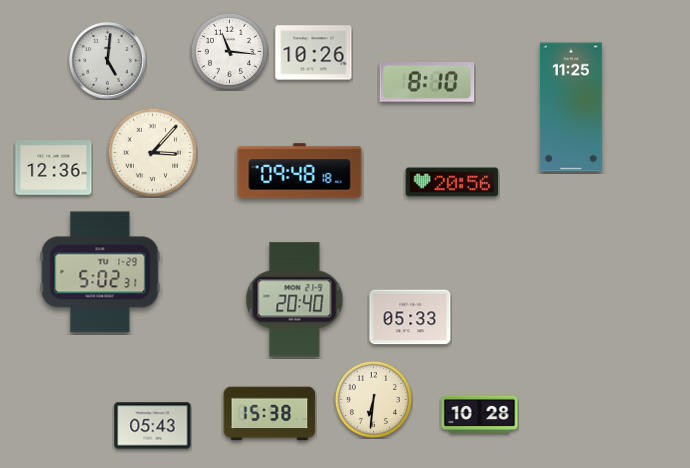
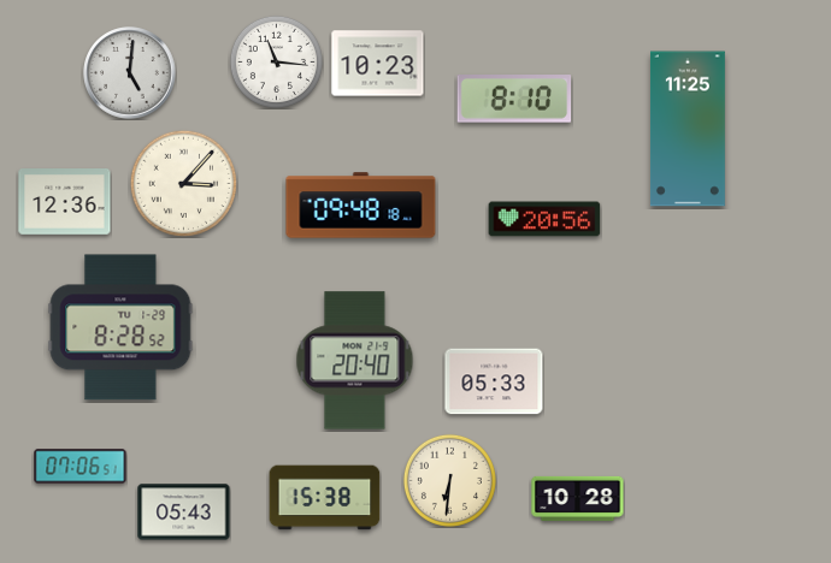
clock at (314, 53): 10:26 -> 10:23
clock at (100, 272): 5:02 -> 8:28
clock at (81, 467): none -> 07:06
